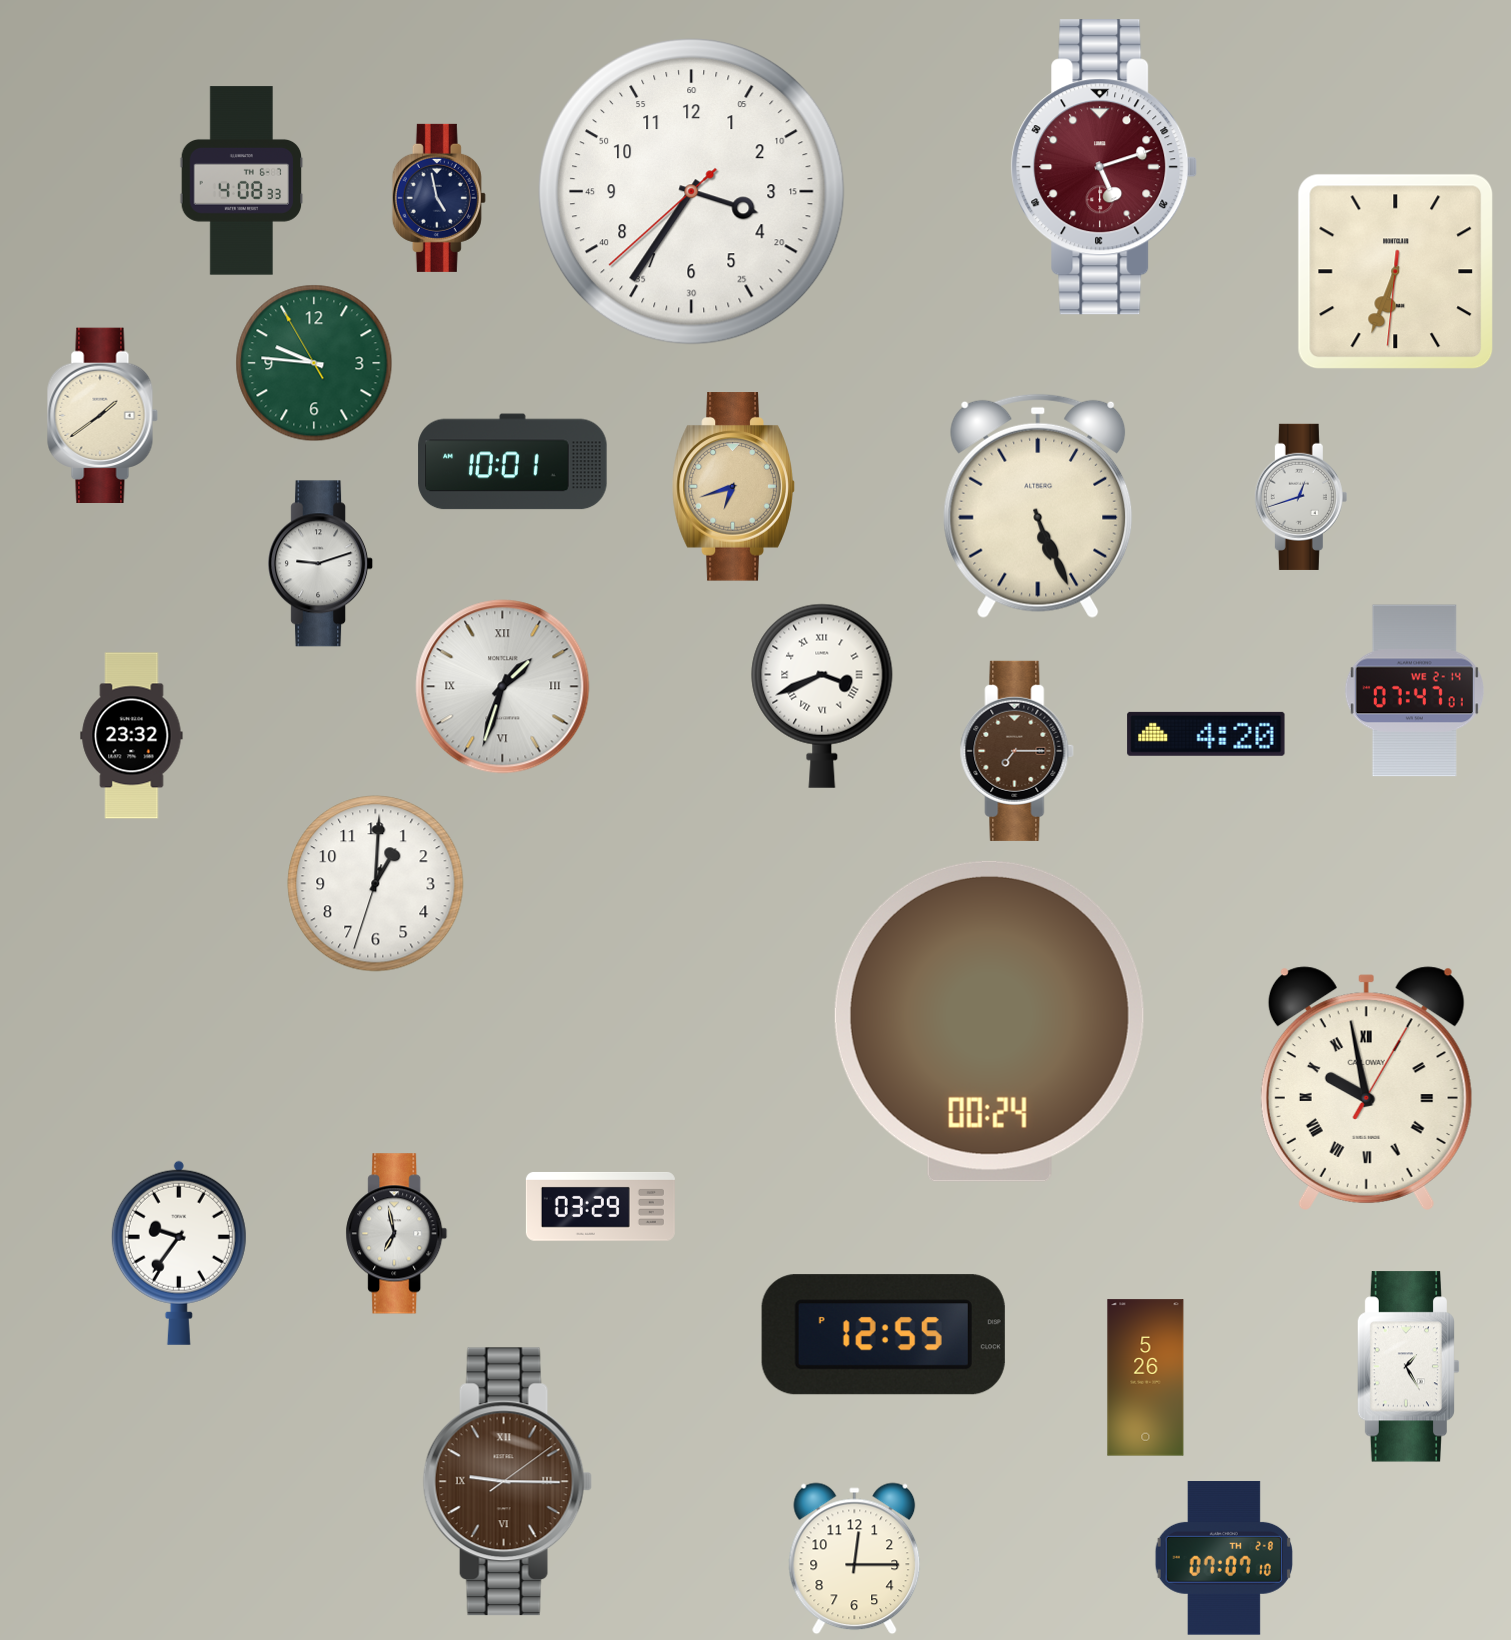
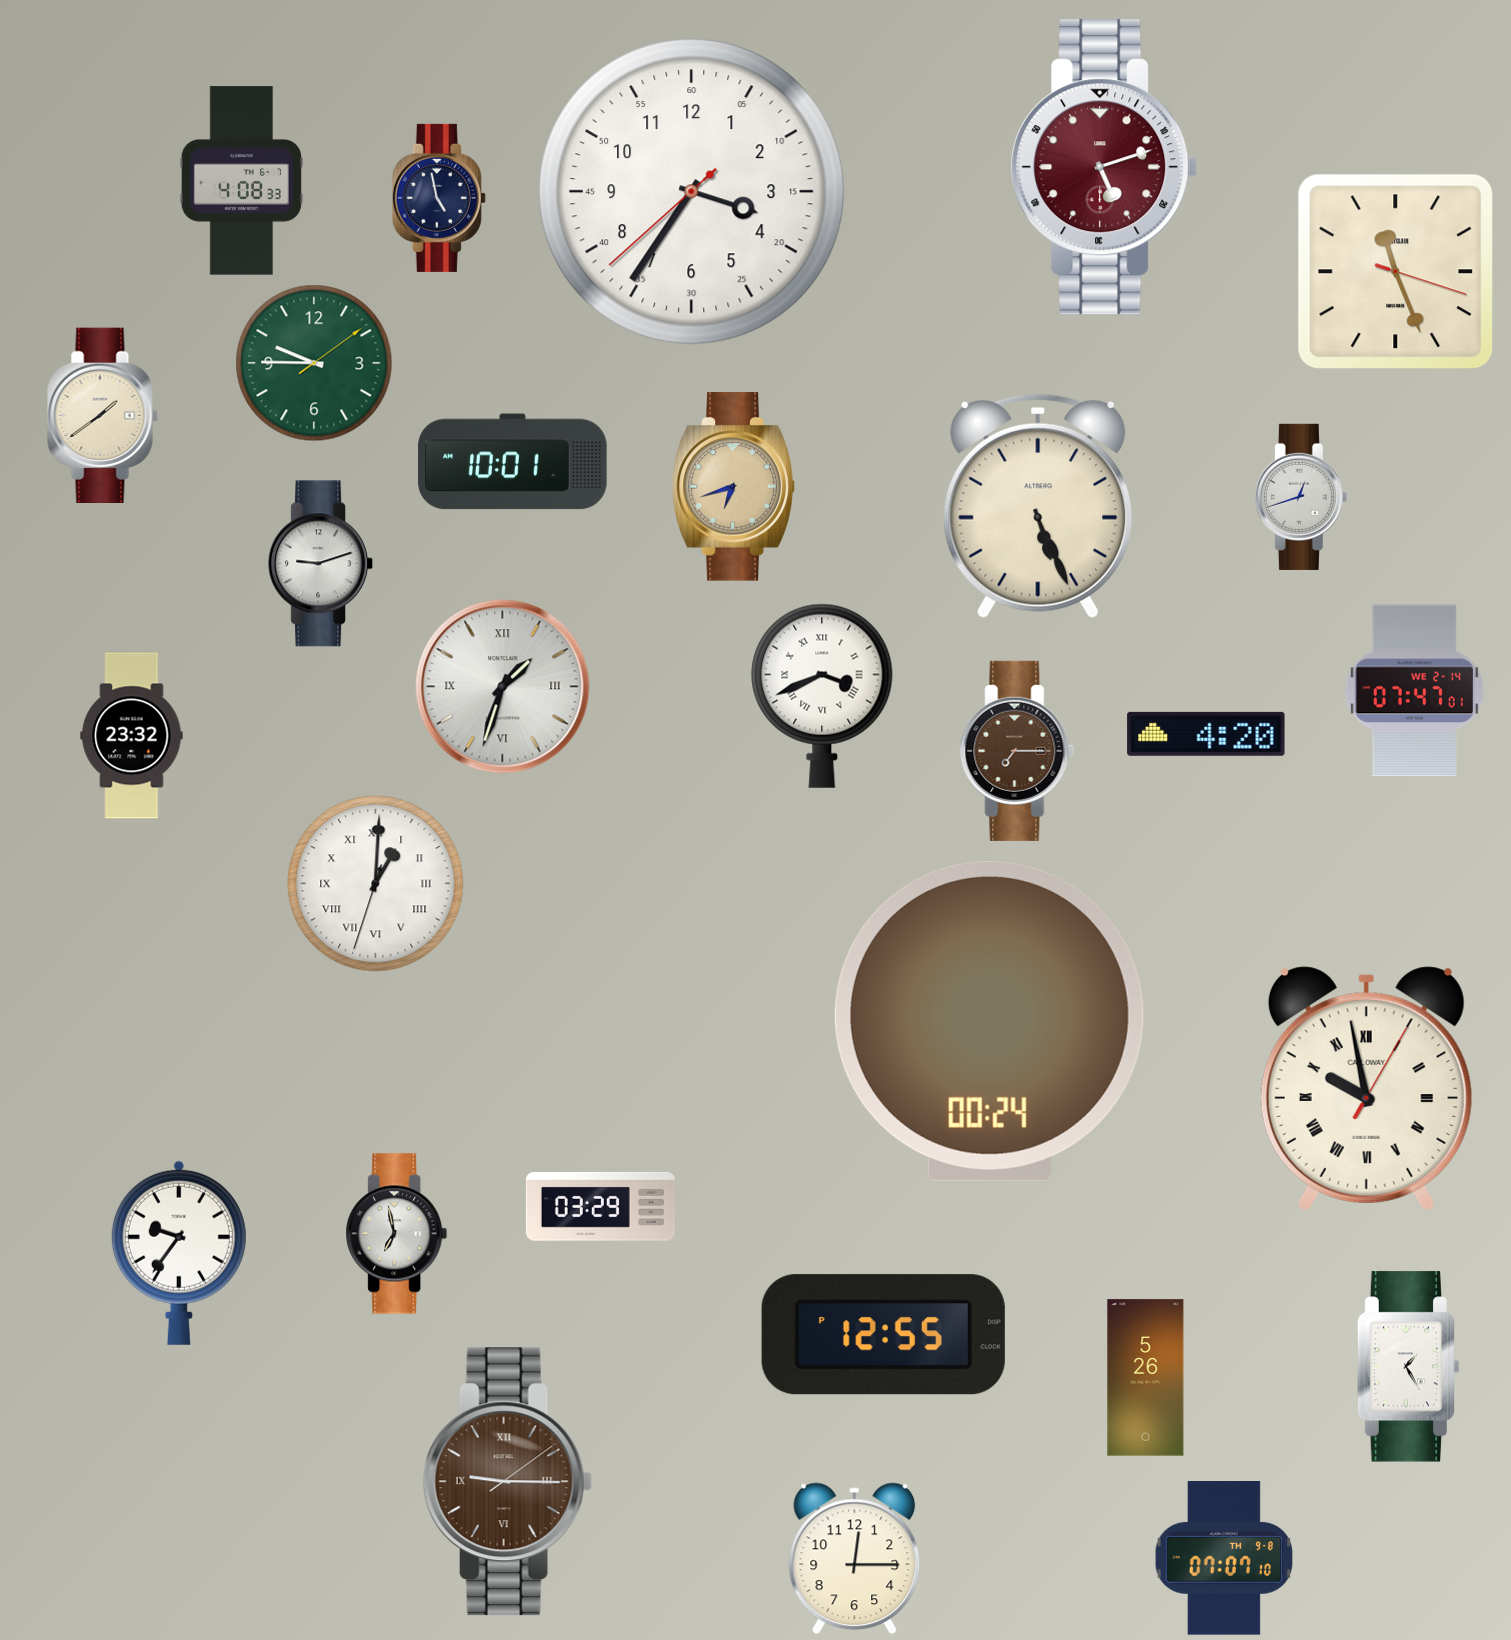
clock at (1396, 272): 6:33 -> 11:26
clock at (314, 363): 9:45:55 -> 9:45:09
clock at (376, 884) numerals: Arabic -> Roman
clock at (1224, 1559) date: TH 2-8 -> TH 9-8
